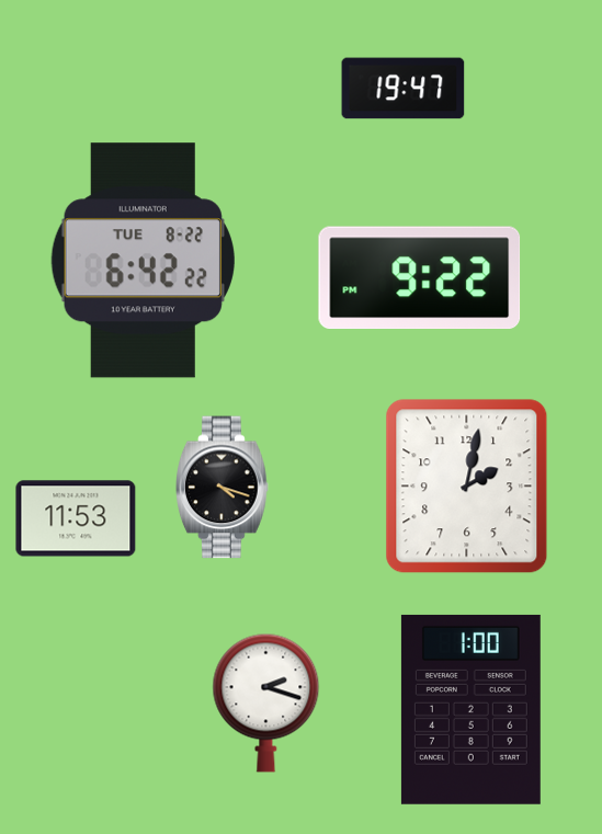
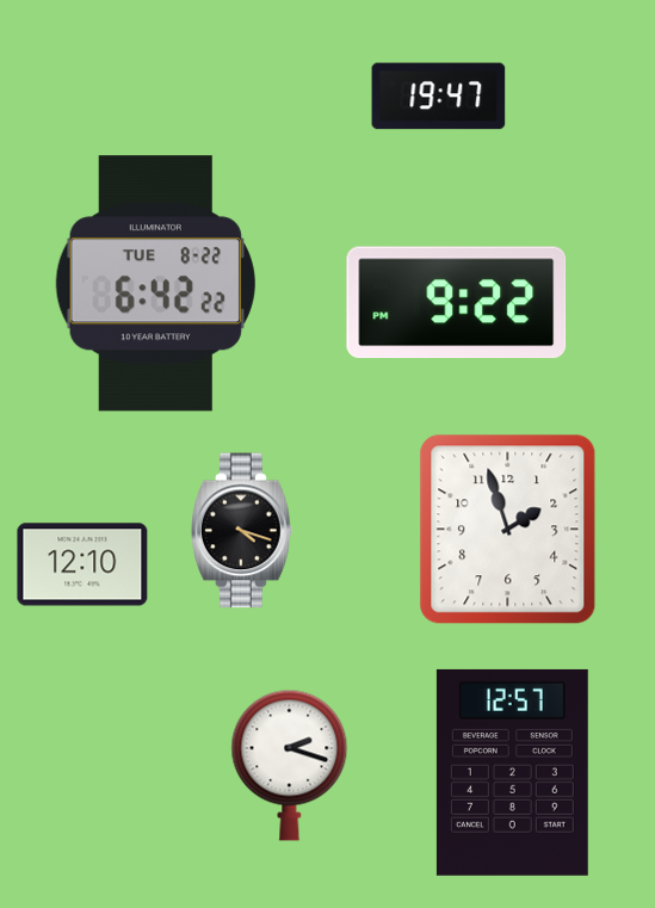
clock at (467, 487): 2:02 -> 1:57
clock at (76, 518): 11:53 -> 12:10
clock at (470, 709): 1:00 -> 12:57
